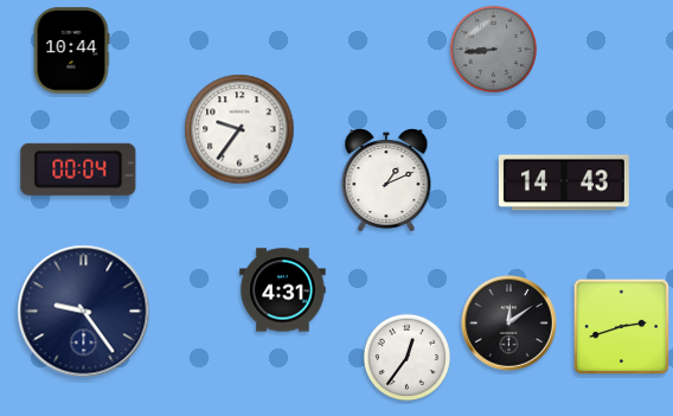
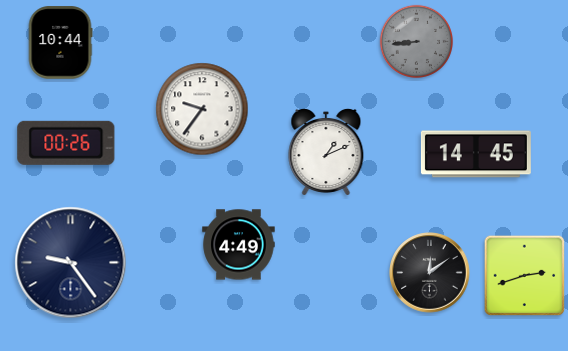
clock at (78, 169): 00:04 -> 00:26
clock at (564, 183): 14:43 -> 14:45
clock at (283, 290): 4:31 -> 4:49
clock at (408, 358): 12:36 -> none
